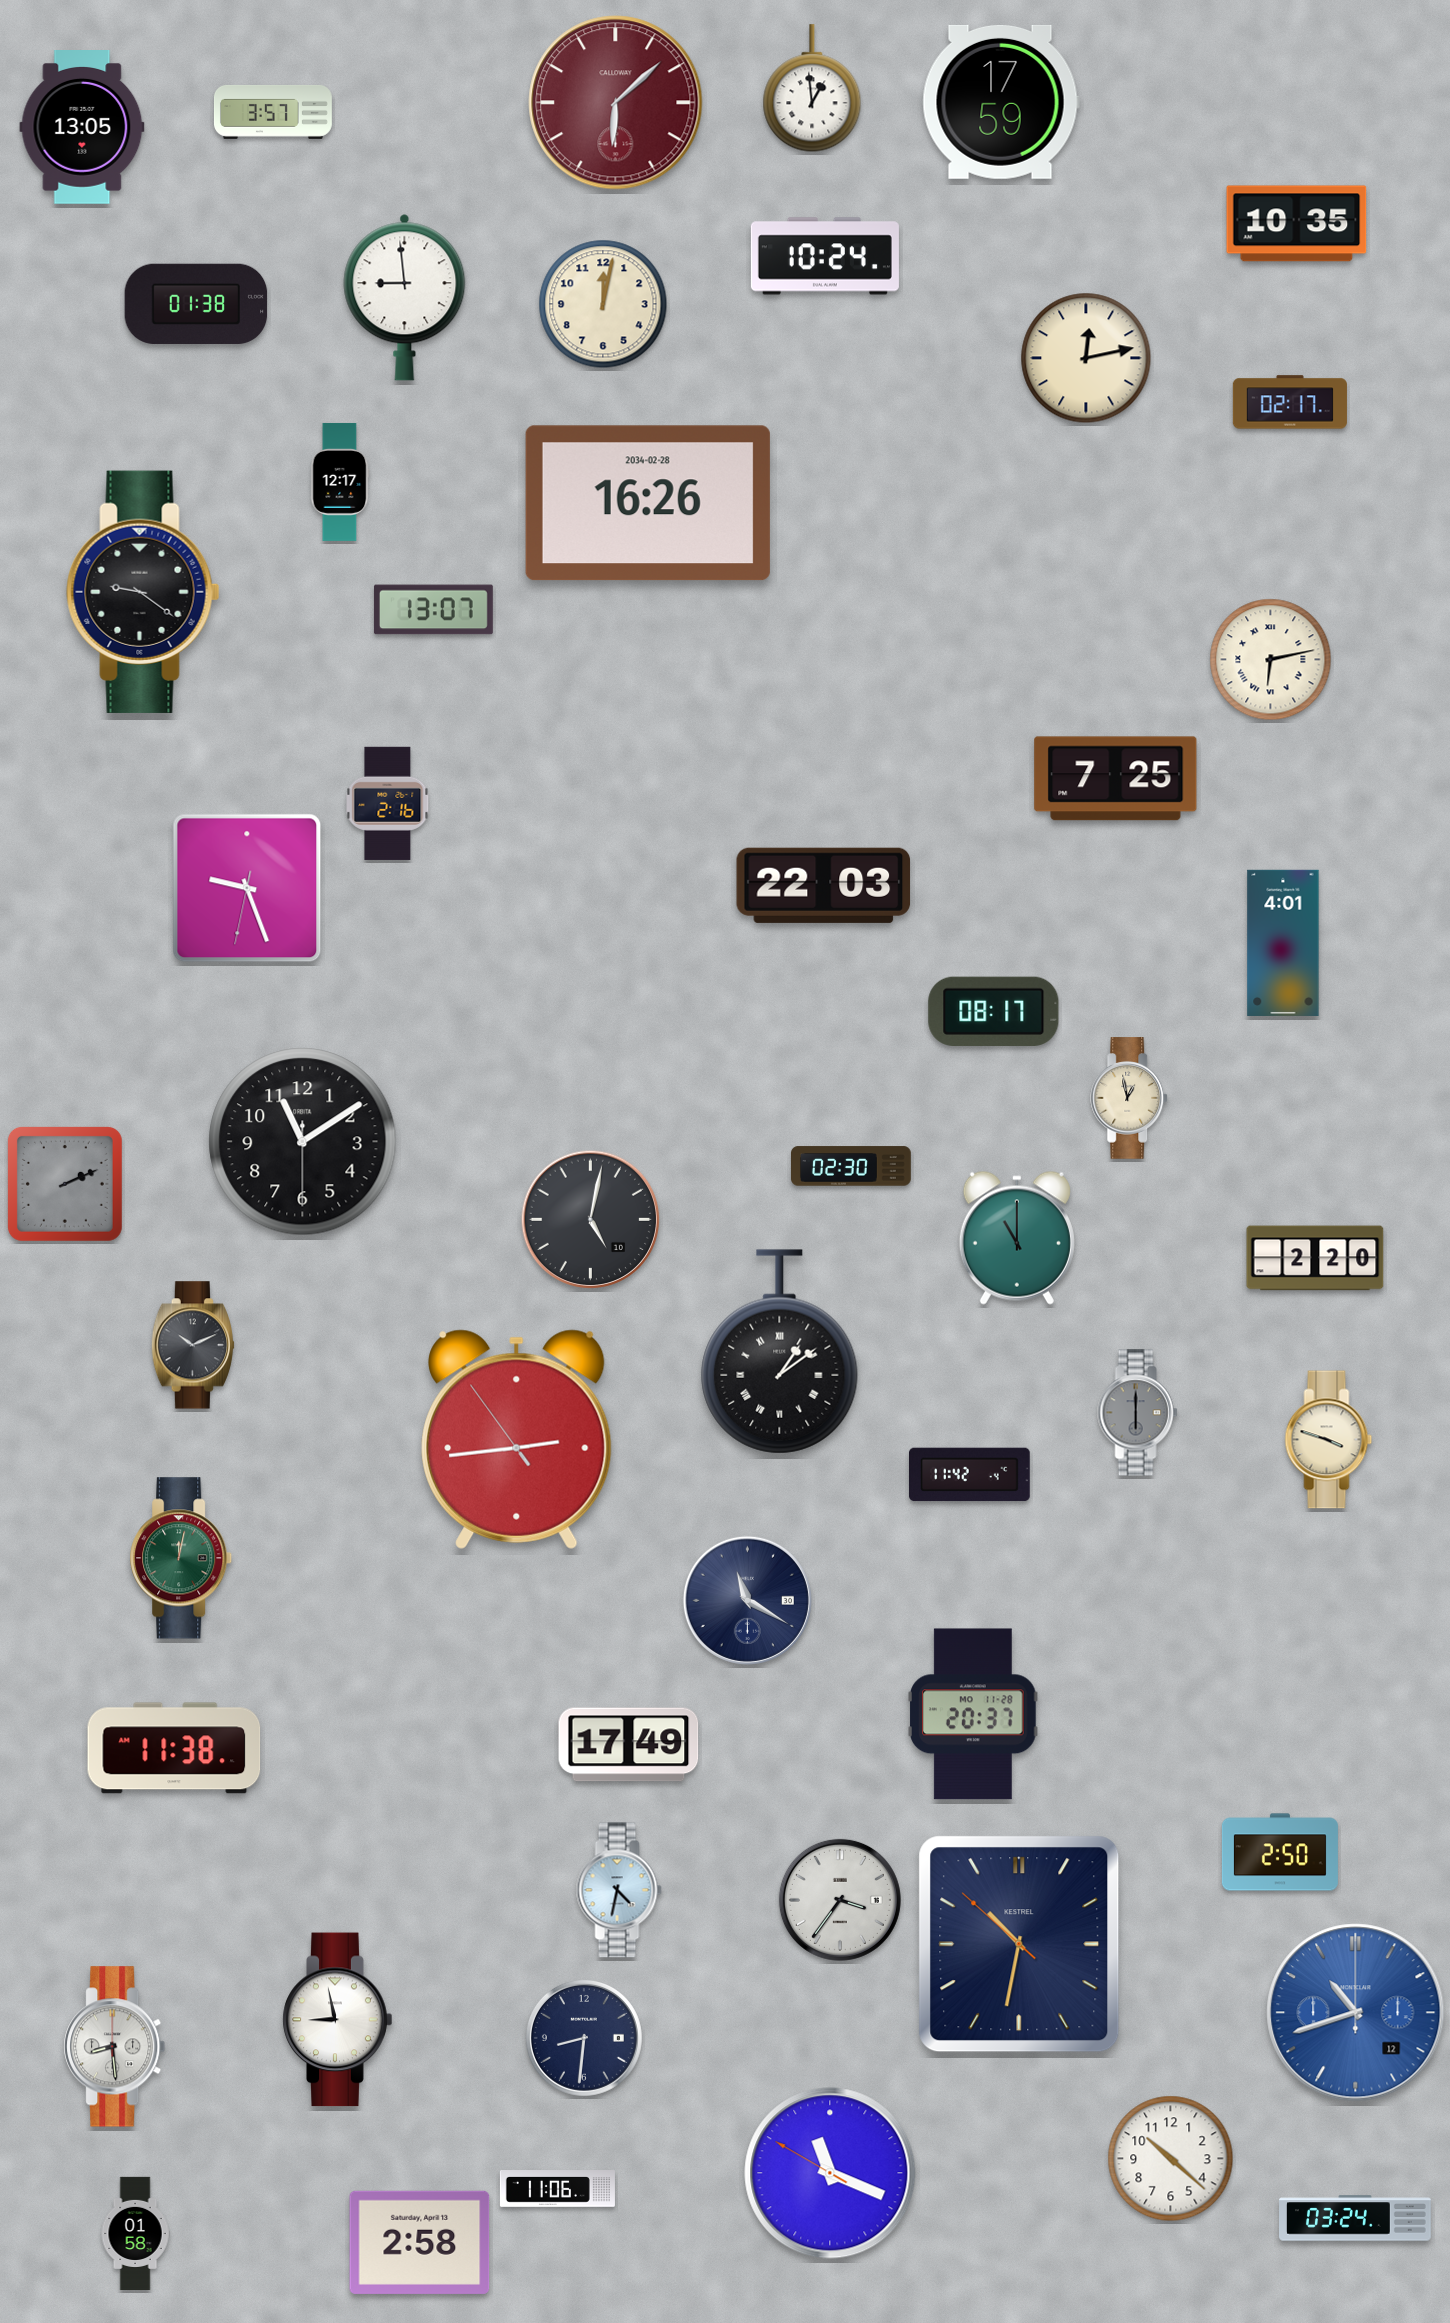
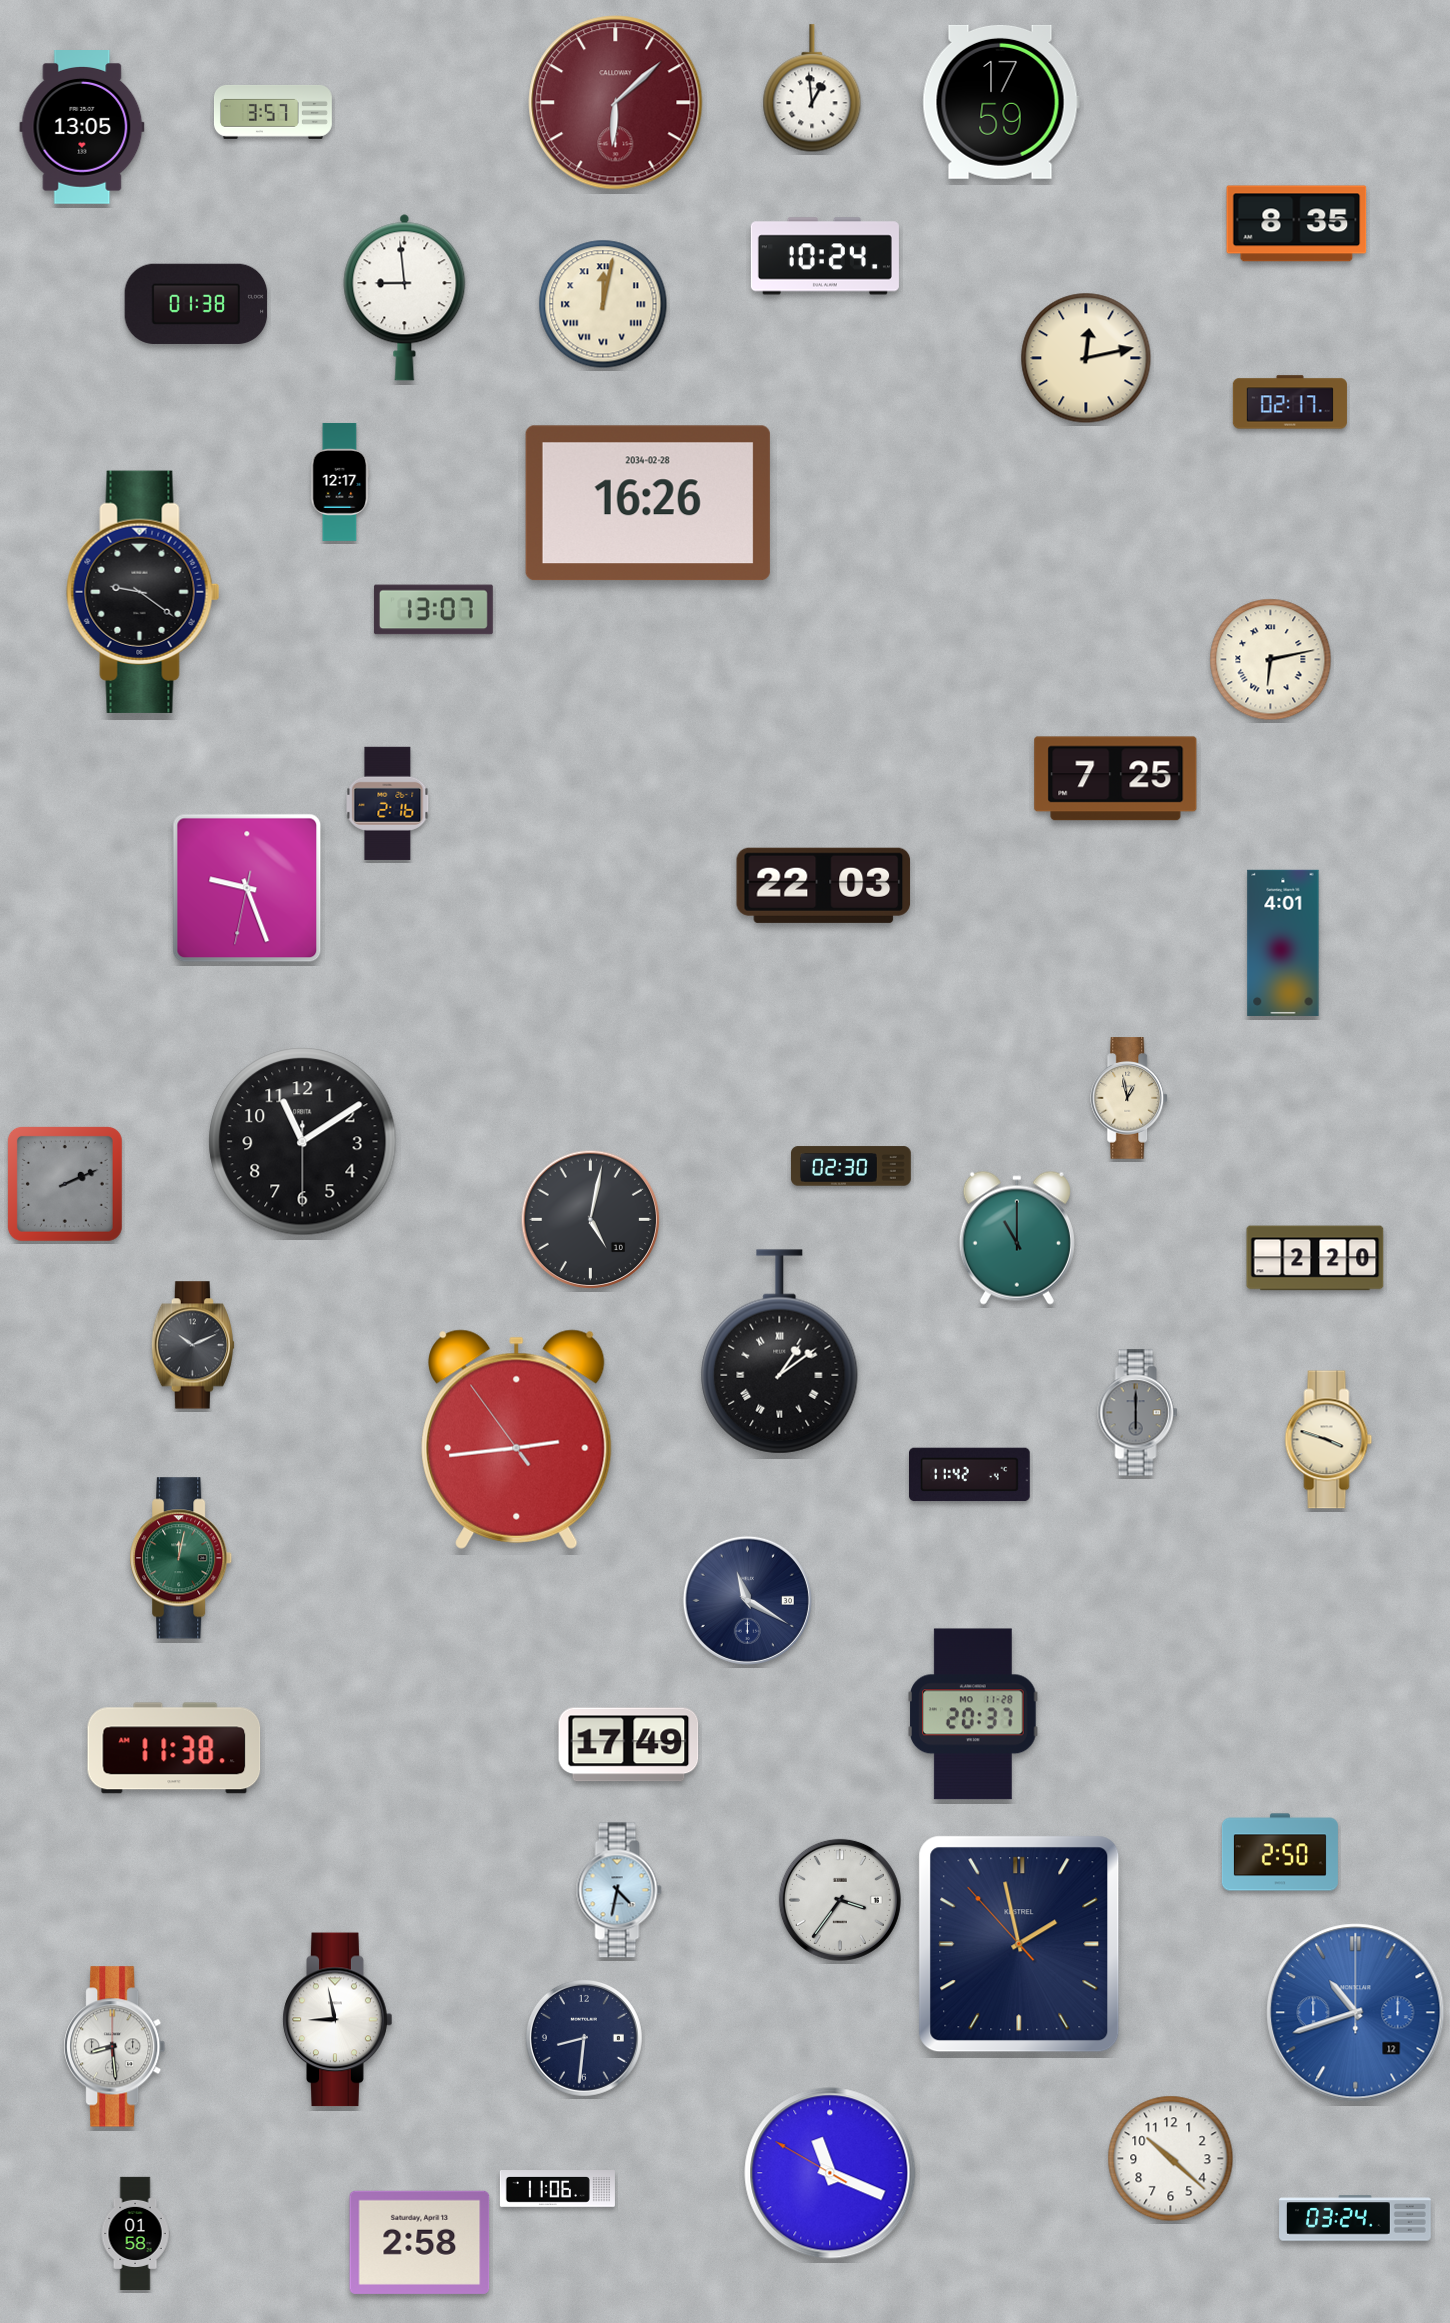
clock at (1297, 224): 10:35 -> 8:35
clock at (603, 304) numerals: Arabic -> Roman
clock at (994, 1011): 08:17 -> none
clock at (1019, 1944): 10:31 -> 1:57
